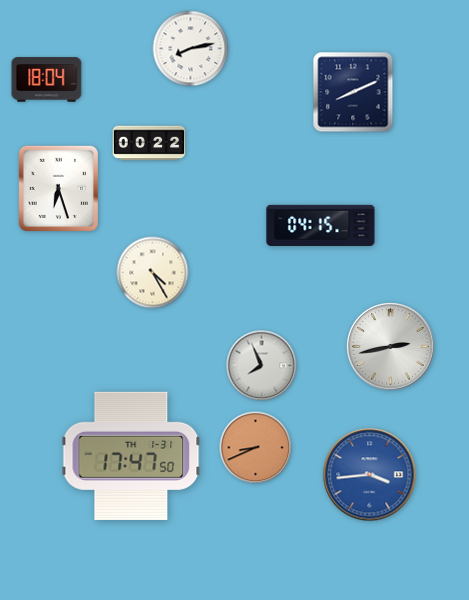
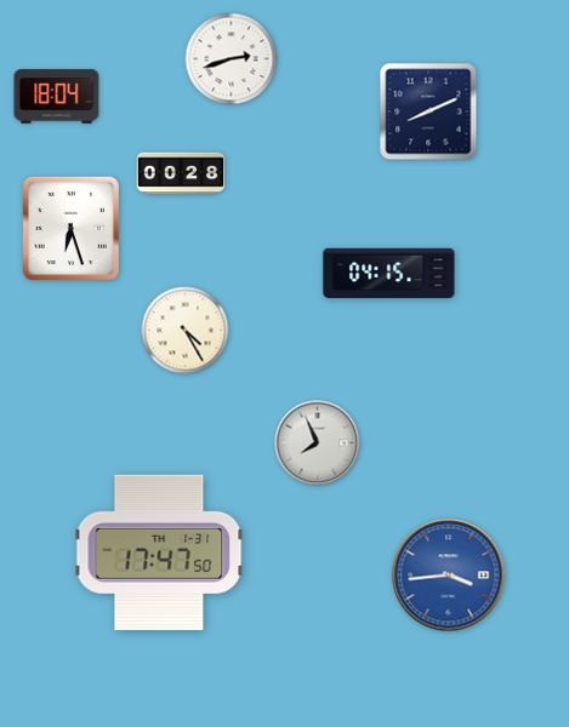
clock at (191, 49): 8:13 -> 2:42
clock at (149, 143): 00:22 -> 00:28
clock at (391, 347): 2:43 -> none
clock at (256, 448): 8:41 -> none
